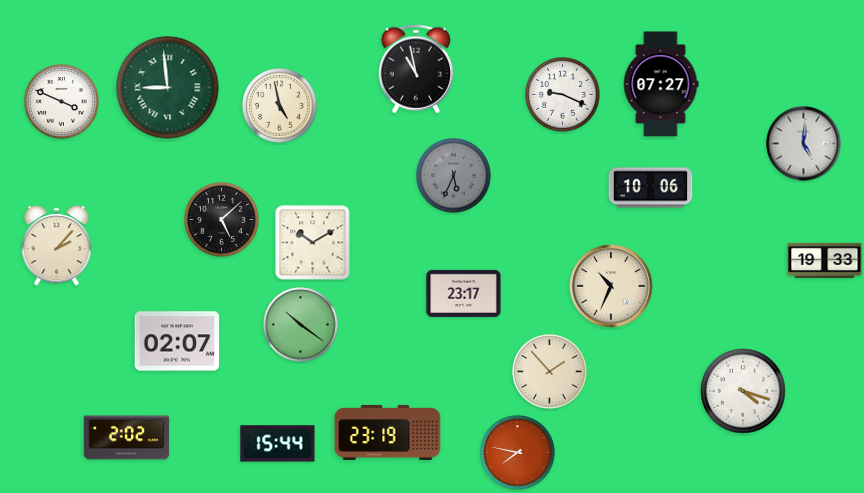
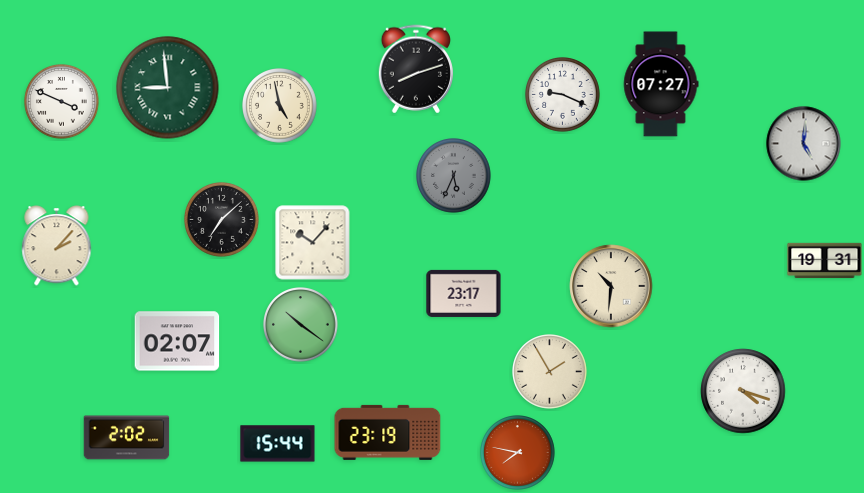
clock at (416, 69): 10:58 -> 8:12
clock at (651, 188): 10:06 -> none
clock at (222, 220): 5:08 -> 7:08
clock at (313, 243): 10:10 -> 10:07
clock at (825, 261): 19:33 -> 19:31
clock at (611, 286): 10:34 -> 10:31
clock at (550, 372): 1:53 -> 1:55
